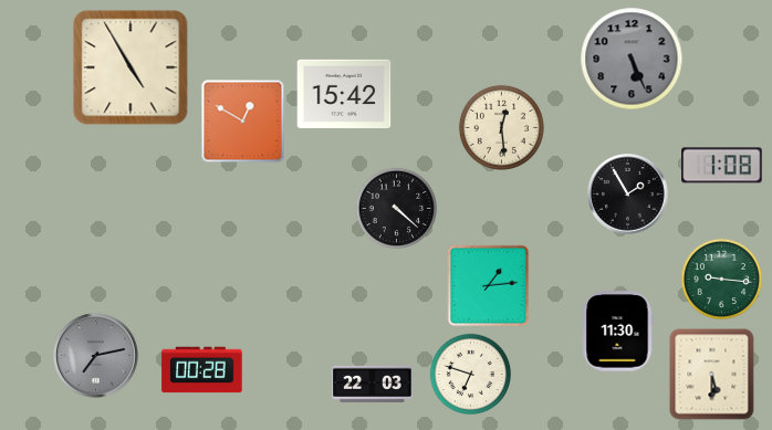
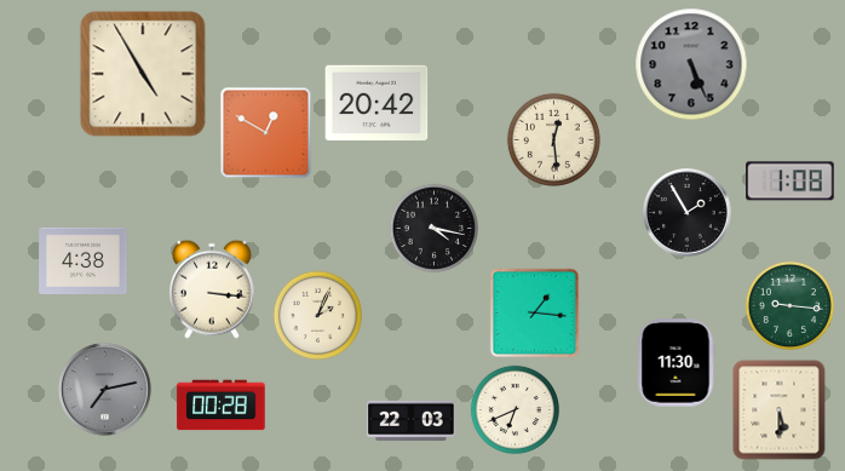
clock at (344, 94): 15:42 -> 20:42
clock at (501, 127) position: (501, 127) -> (553, 139)
clock at (396, 208): 4:22 -> 4:17
clock at (84, 260): none -> 4:38
clock at (212, 289): none -> 3:16
clock at (489, 286): 1:14 -> 1:16
clock at (317, 315): none -> 2:04
clock at (470, 374): 6:48 -> 6:41
clock at (373, 384) position: (373, 384) -> (412, 420)
